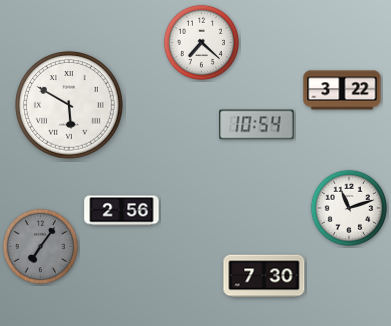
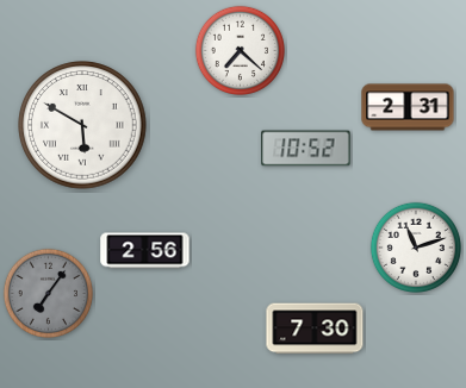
clock at (342, 90): 3:22 -> 2:31
clock at (257, 125): 10:54 -> 10:52
